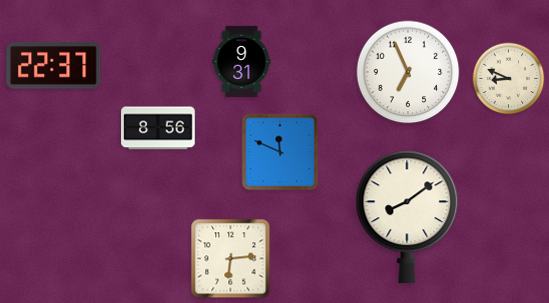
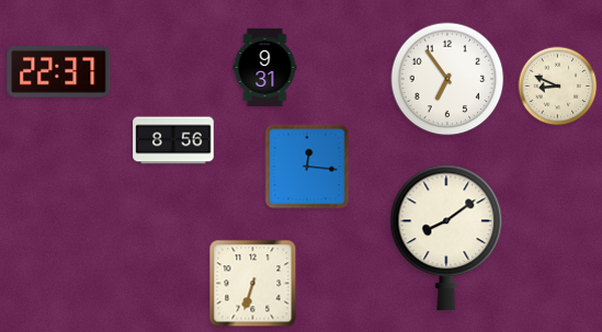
clock at (408, 72): 6:56 -> 6:54
clock at (280, 152): 11:49 -> 12:16
clock at (231, 259): 6:14 -> 6:33
